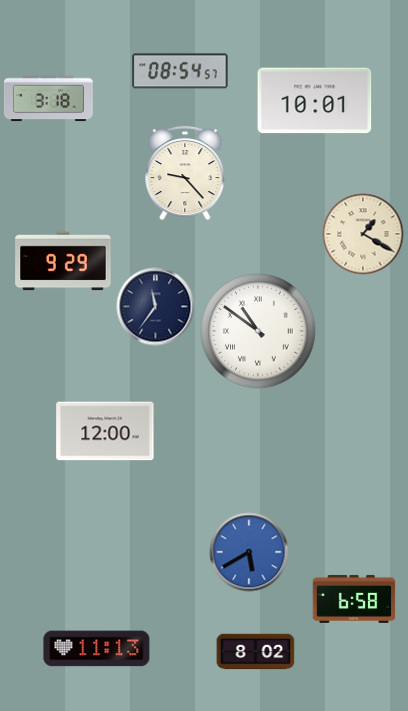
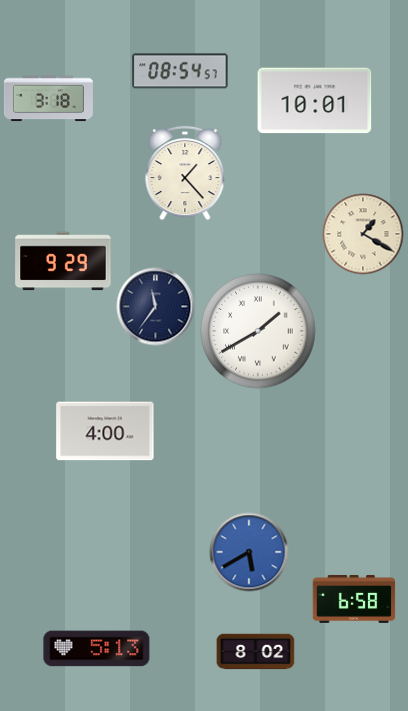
clock at (185, 173): 9:23 -> 1:23
clock at (258, 331): 10:51 -> 1:40
clock at (105, 431): 12:00 -> 4:00
clock at (97, 649): 11:13 -> 5:13
